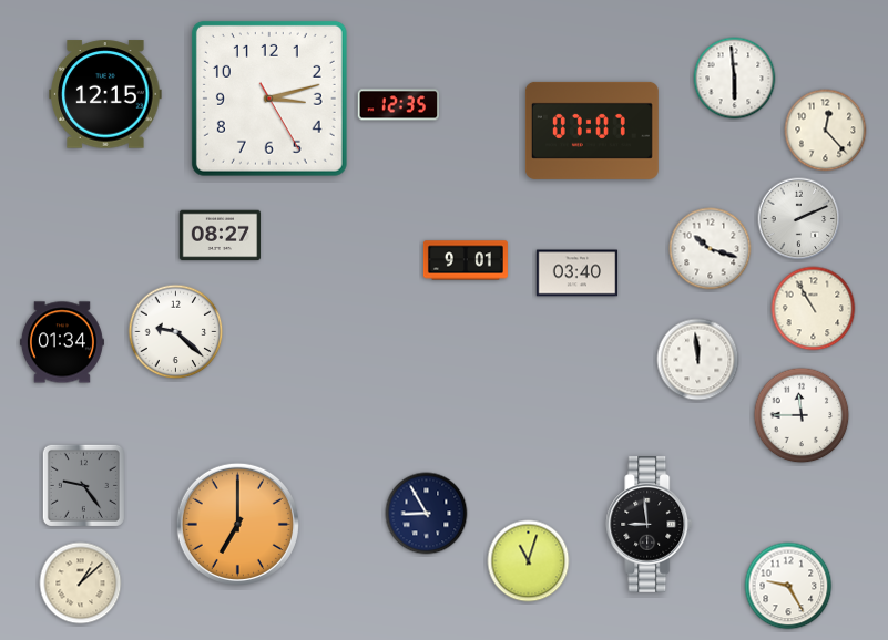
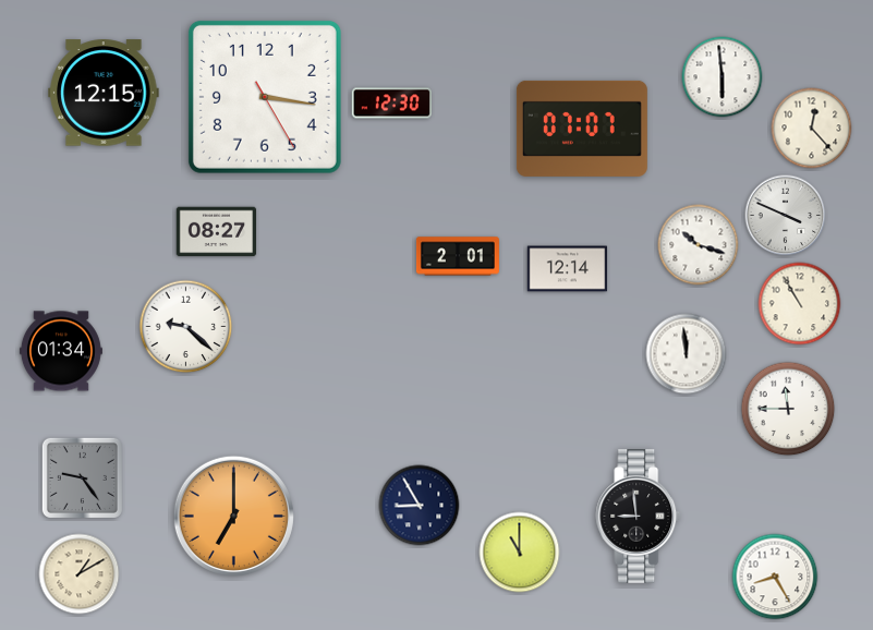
clock at (269, 99): 3:12 -> 3:16
clock at (398, 105): 12:35 -> 12:30
clock at (799, 219): 2:11 -> 3:49
clock at (466, 260): 9:01 -> 2:01
clock at (578, 273): 03:40 -> 12:14
clock at (176, 332) position: (176, 332) -> (186, 327)
clock at (62, 342) position: (62, 342) -> (61, 351)
clock at (529, 561): 11:03 -> 11:00
clock at (81, 584): 1:08 -> 1:10
clock at (788, 586): 9:25 -> 8:25
